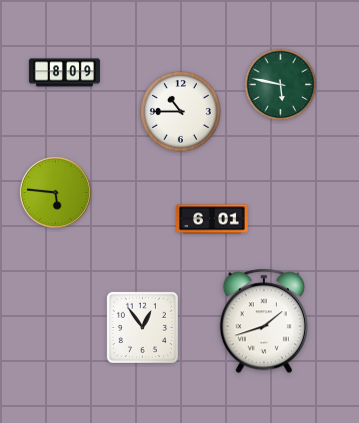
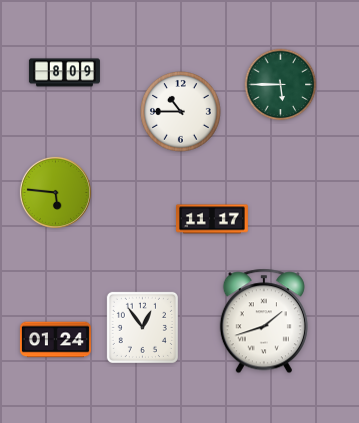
clock at (281, 85): 5:47 -> 5:45
clock at (213, 219): 6:01 -> 11:17
clock at (55, 340): none -> 01:24
